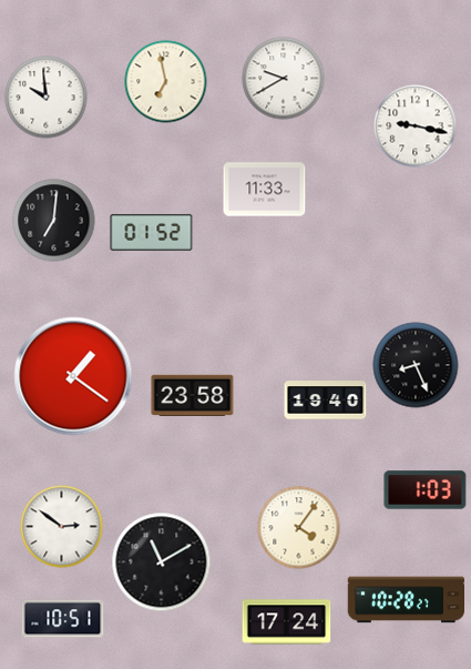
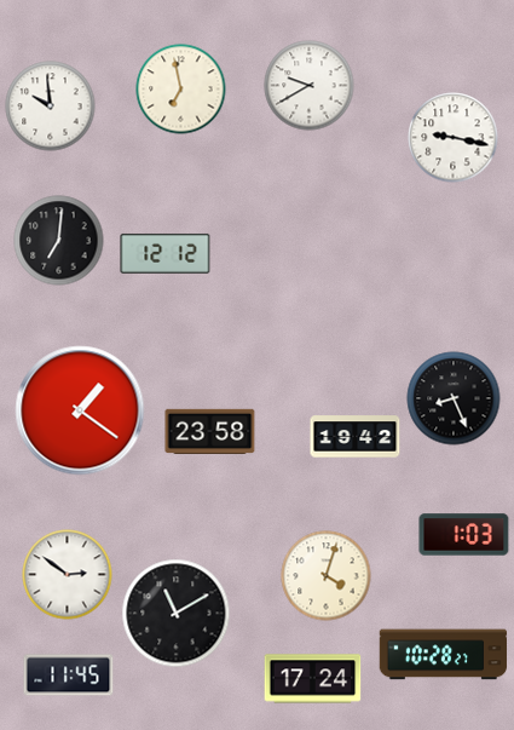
clock at (265, 190): 11:33 -> none
clock at (152, 232): 01:52 -> 12:12
clock at (326, 401): 19:40 -> 19:42
clock at (299, 528): 4:06 -> 4:03
clock at (63, 619): 10:51 -> 11:45
